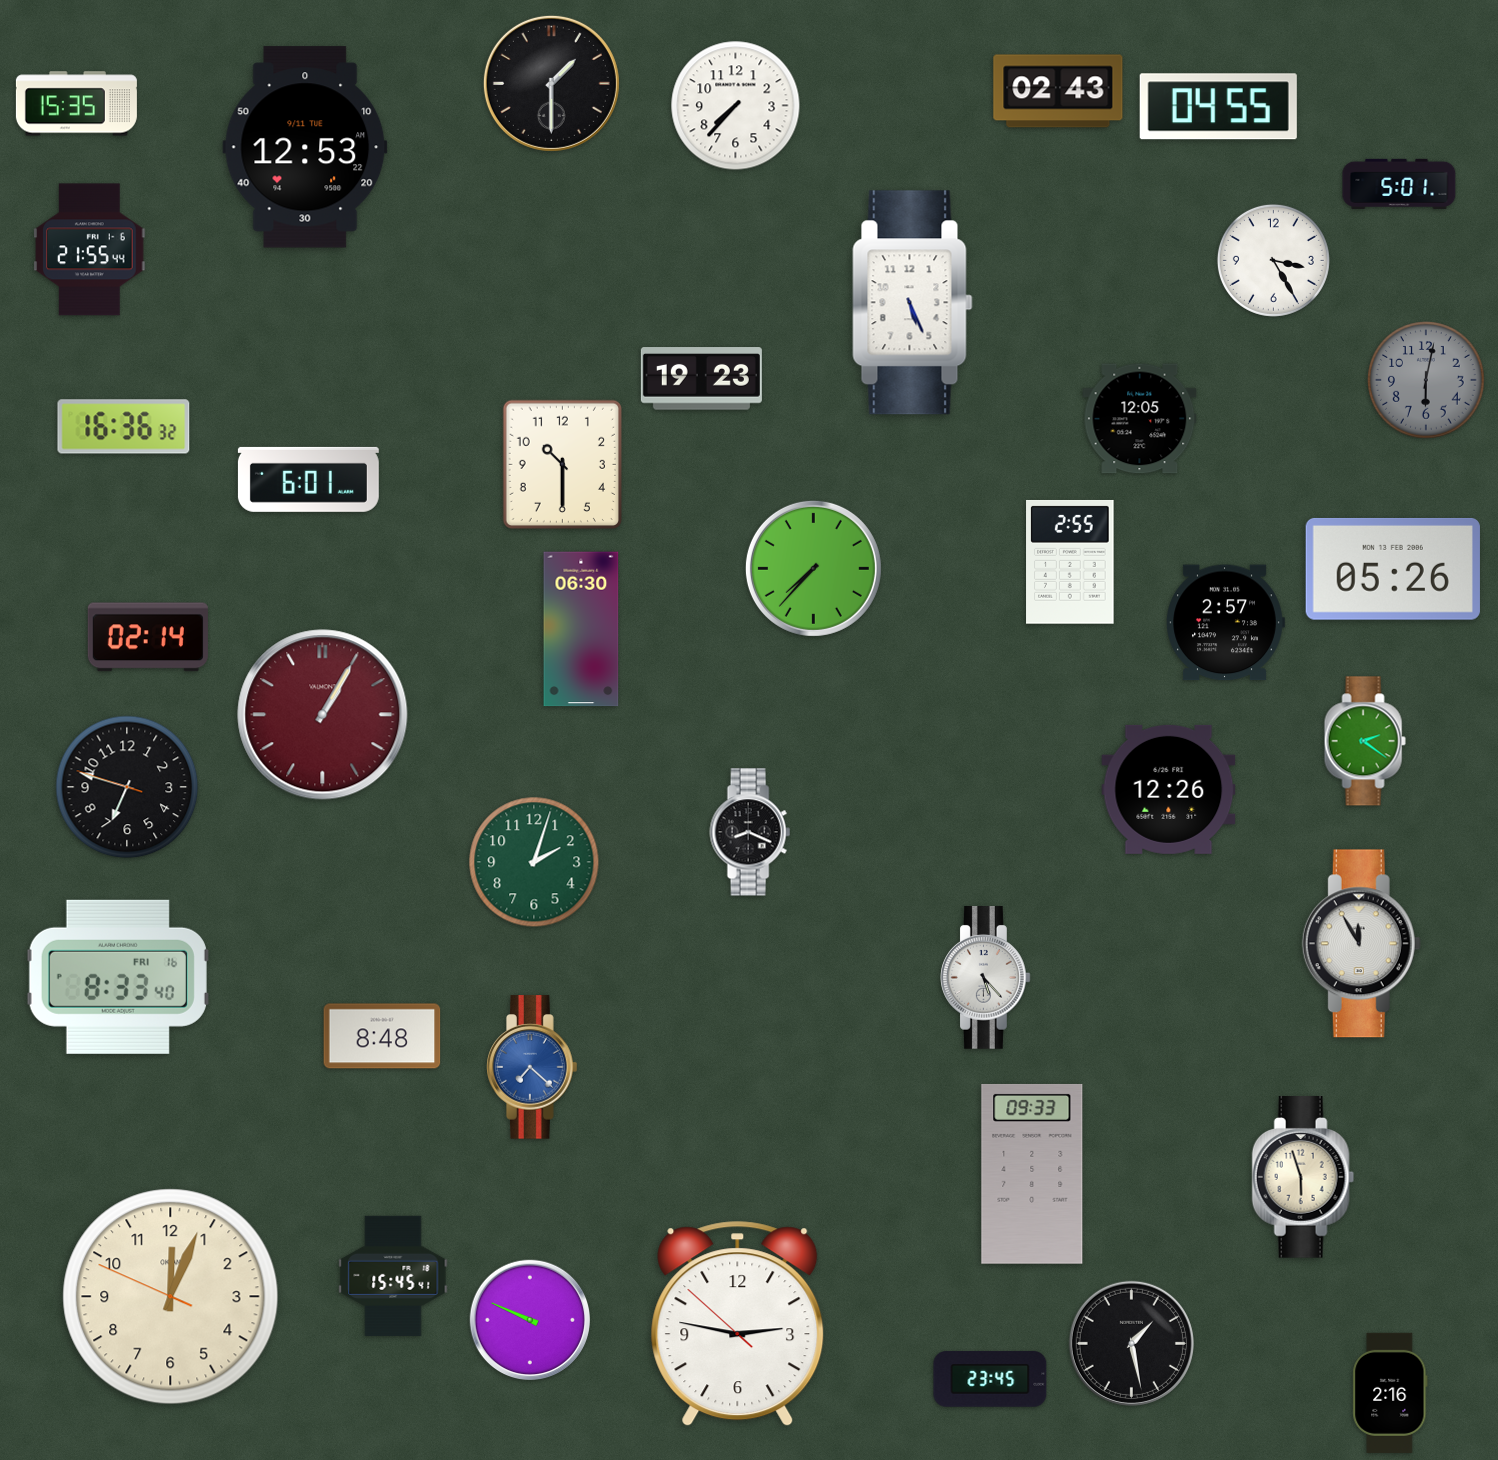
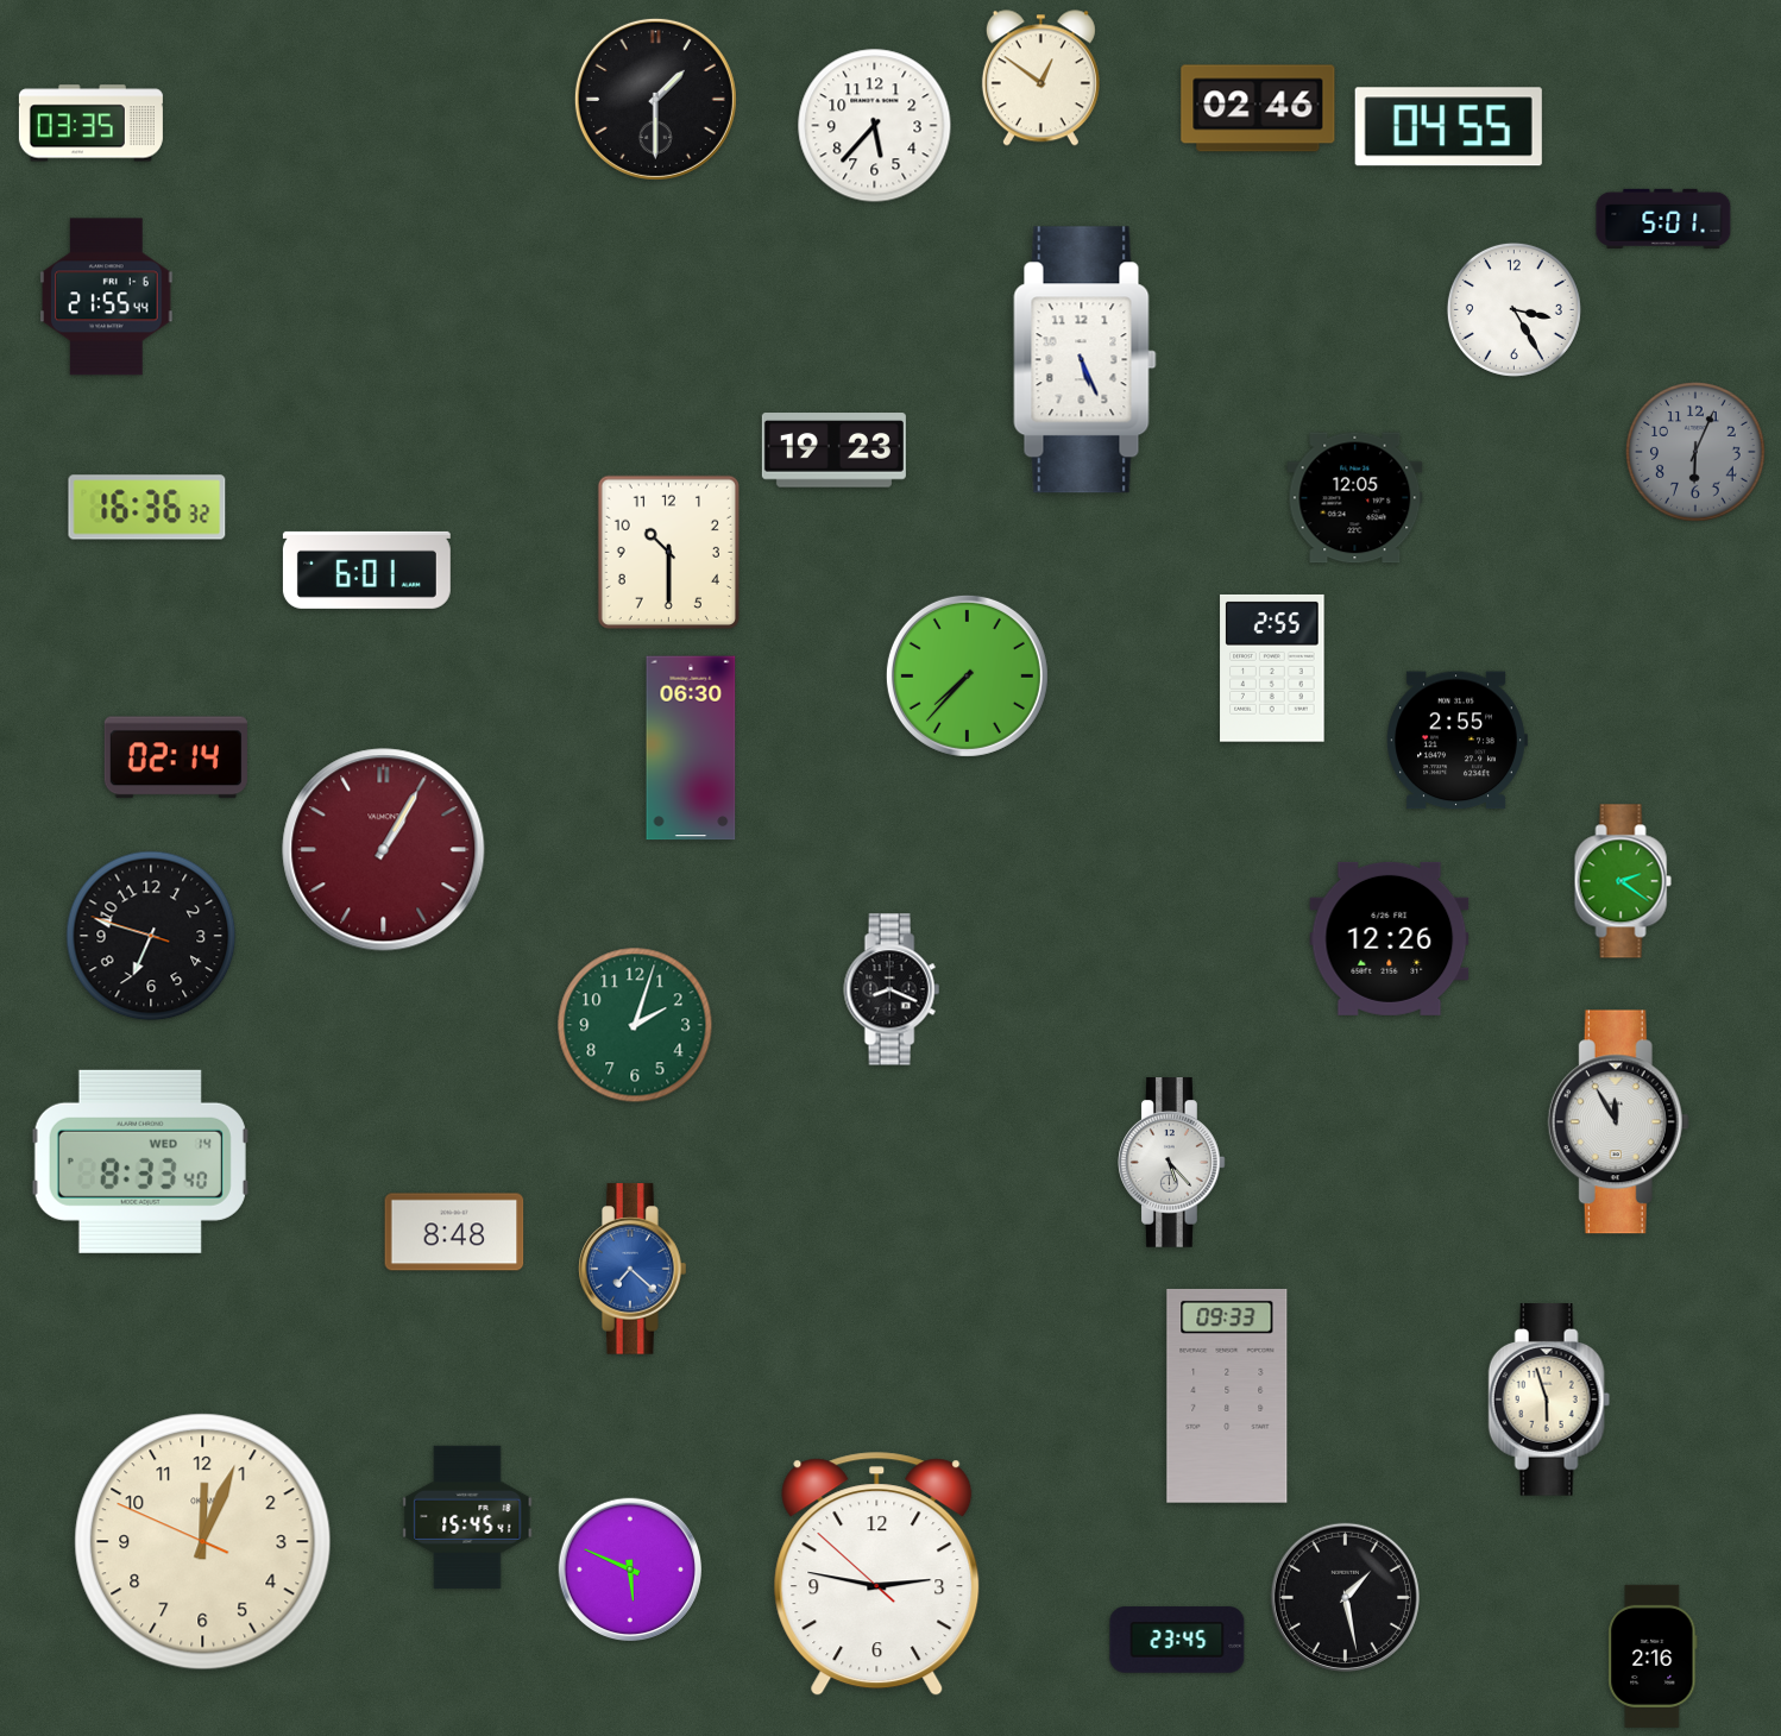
clock at (1040, 78): none -> 12:51
clock at (1058, 91): 02:43 -> 02:46
clock at (76, 104): 15:35 -> 03:35
clock at (736, 106): 7:37 -> 5:37
clock at (305, 147): 12:53 -> none
clock at (1427, 381): 6:02 -> 6:04
clock at (1393, 569): 05:26 -> none
clock at (1225, 623): 2:57 -> 2:55
clock at (118, 977) date: FRI 16 -> WED 14
clock at (529, 1319): 9:49 -> 5:49
